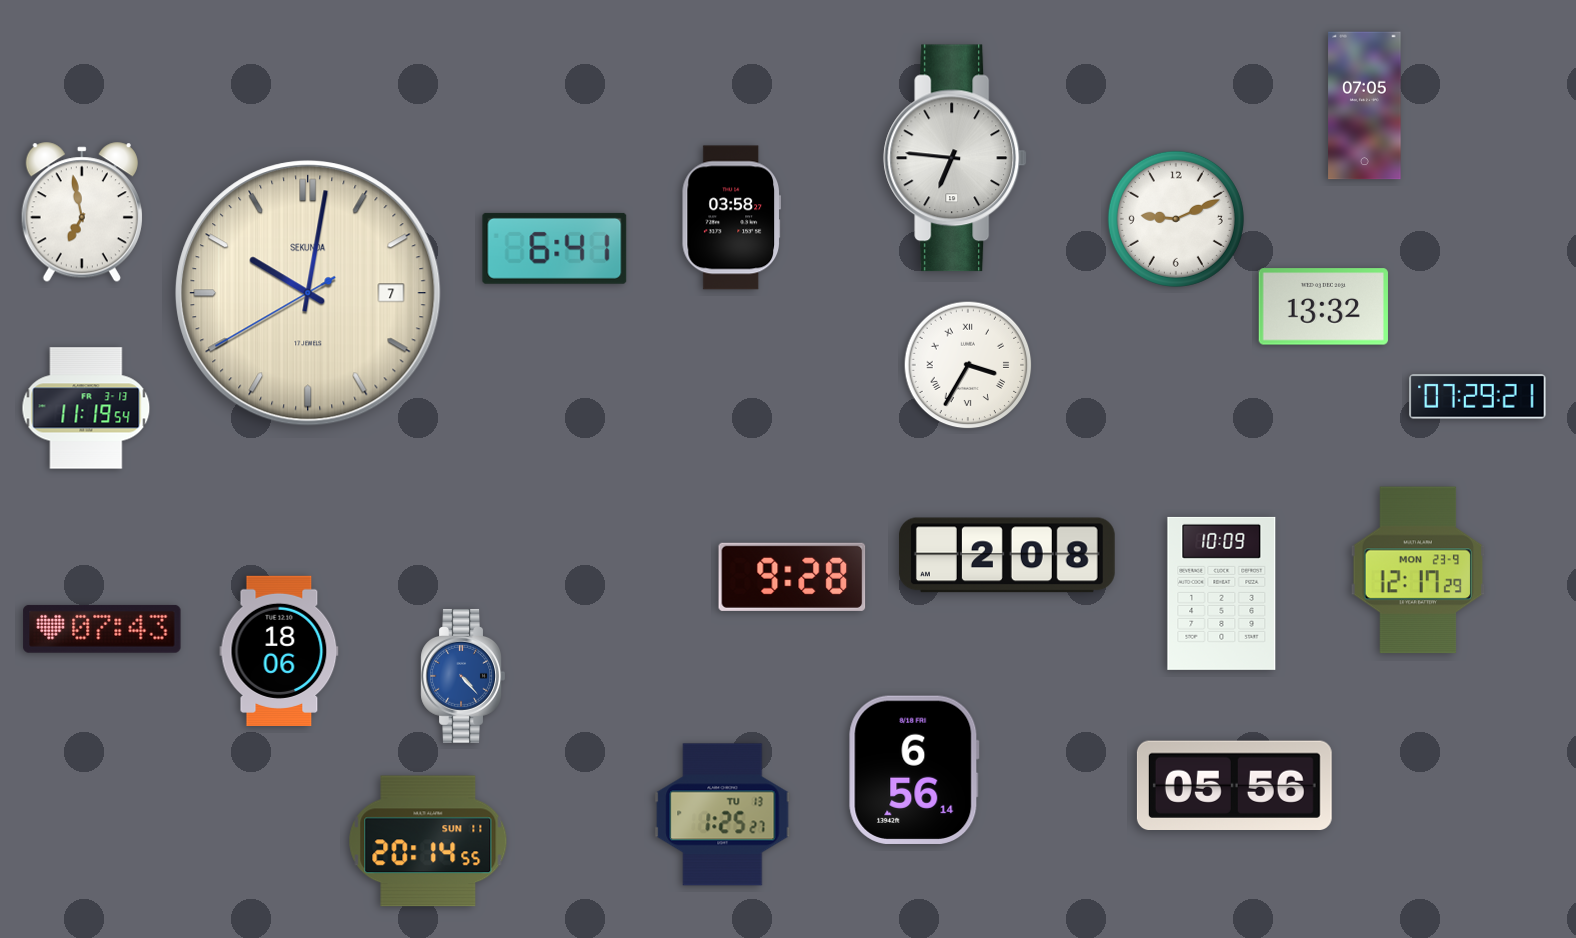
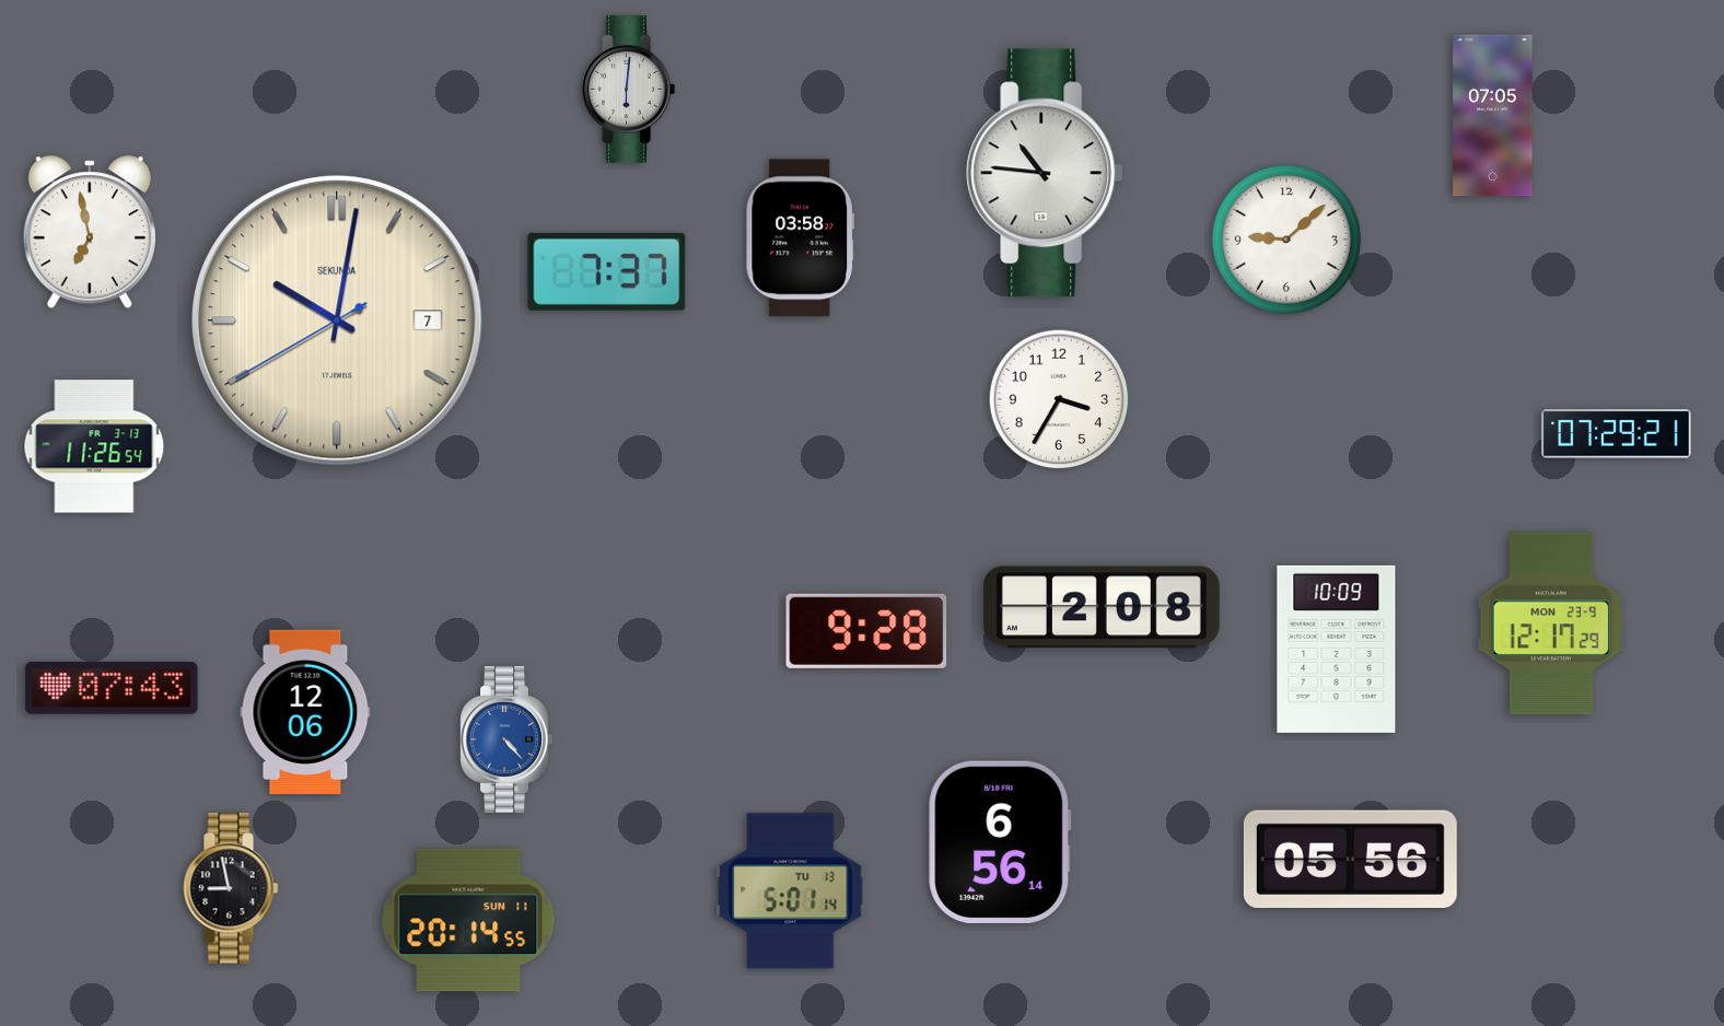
clock at (628, 90): none -> 6:01
clock at (955, 158): 6:46 -> 10:46
clock at (1176, 219): 9:11 -> 9:08
clock at (555, 248): 6:41 -> 7:37
clock at (1323, 307): 13:32 -> none
clock at (968, 365) numerals: Roman -> Arabic
clock at (86, 408): 11:19 -> 11:26
clock at (279, 651): 18:06 -> 12:06
clock at (231, 888): none -> 8:58
clock at (723, 815): 1:25 -> 5:01
